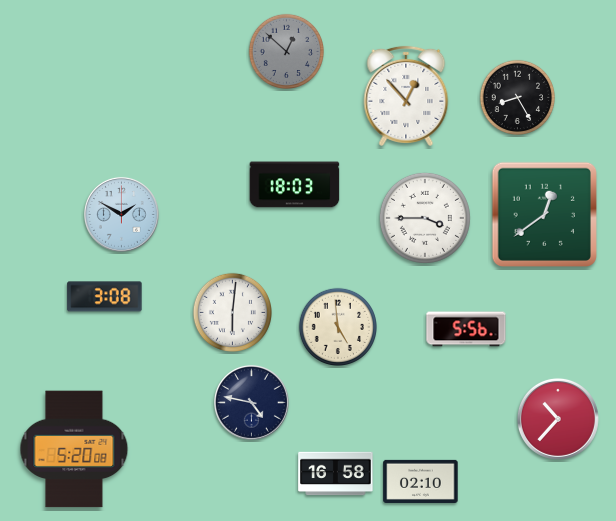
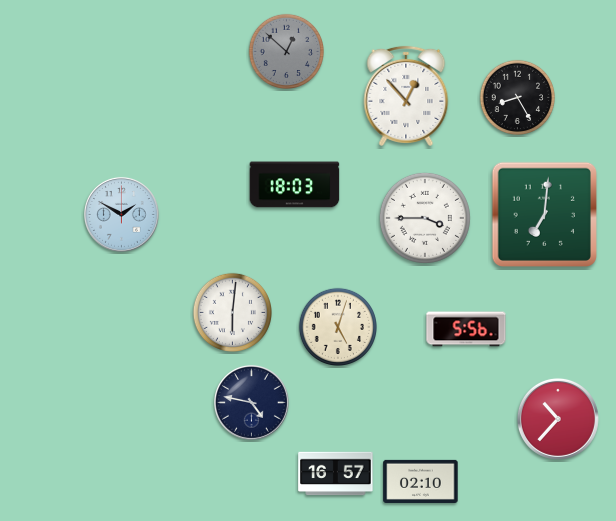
clock at (544, 214): 12:39 -> 7:01
clock at (105, 297): 3:08 -> none
clock at (337, 326): 4:59 -> 5:03
clock at (74, 449): 5:20 -> none
clock at (336, 474): 16:58 -> 16:57
